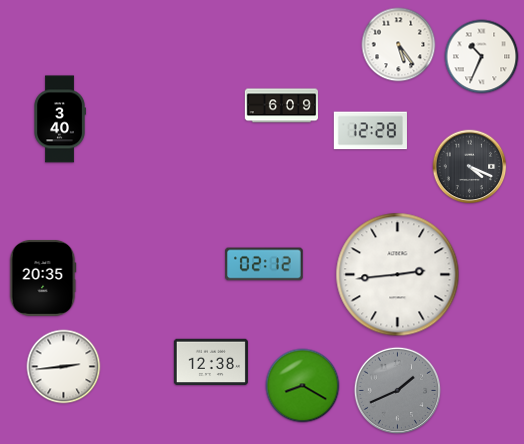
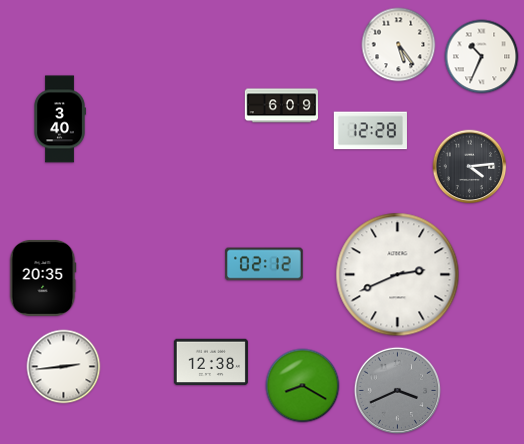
clock at (470, 167): 4:19 -> 4:14
clock at (398, 275): 2:44 -> 2:41
clock at (398, 391): 1:41 -> 3:41
